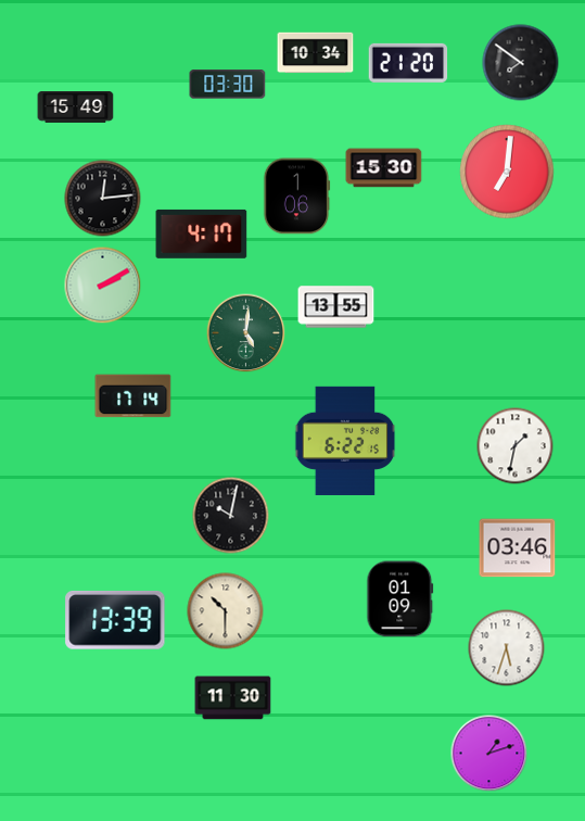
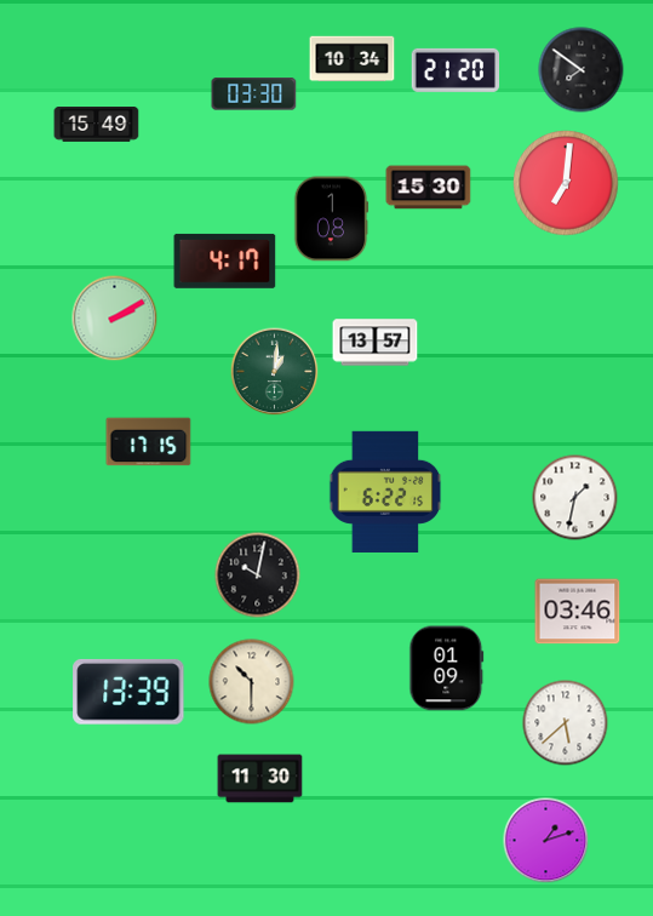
clock at (76, 108) position: (76, 108) -> (97, 125)
clock at (507, 172) position: (507, 172) -> (566, 183)
clock at (296, 197): 1:06 -> 1:08
clock at (103, 199): 12:14 -> none
clock at (336, 307): 13:55 -> 13:57
clock at (246, 333): 5:01 -> 1:01
clock at (133, 396): 17:14 -> 17:15
clock at (507, 648): 5:33 -> 5:38
